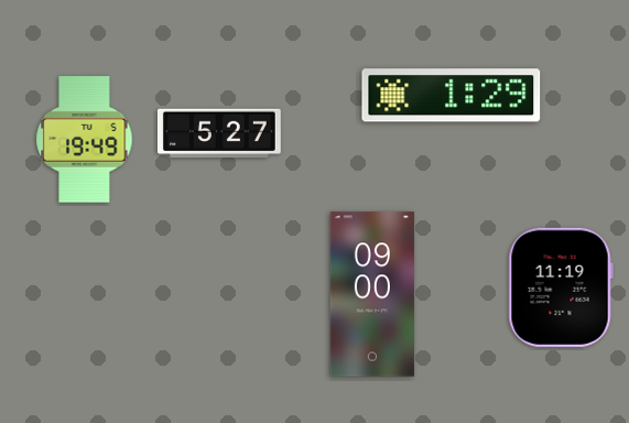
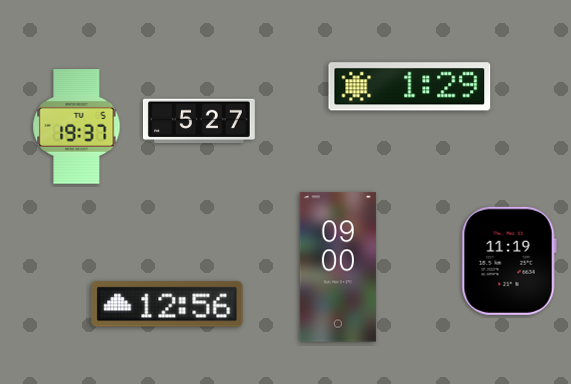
clock at (85, 140): 19:49 -> 19:37
clock at (167, 304): none -> 12:56
